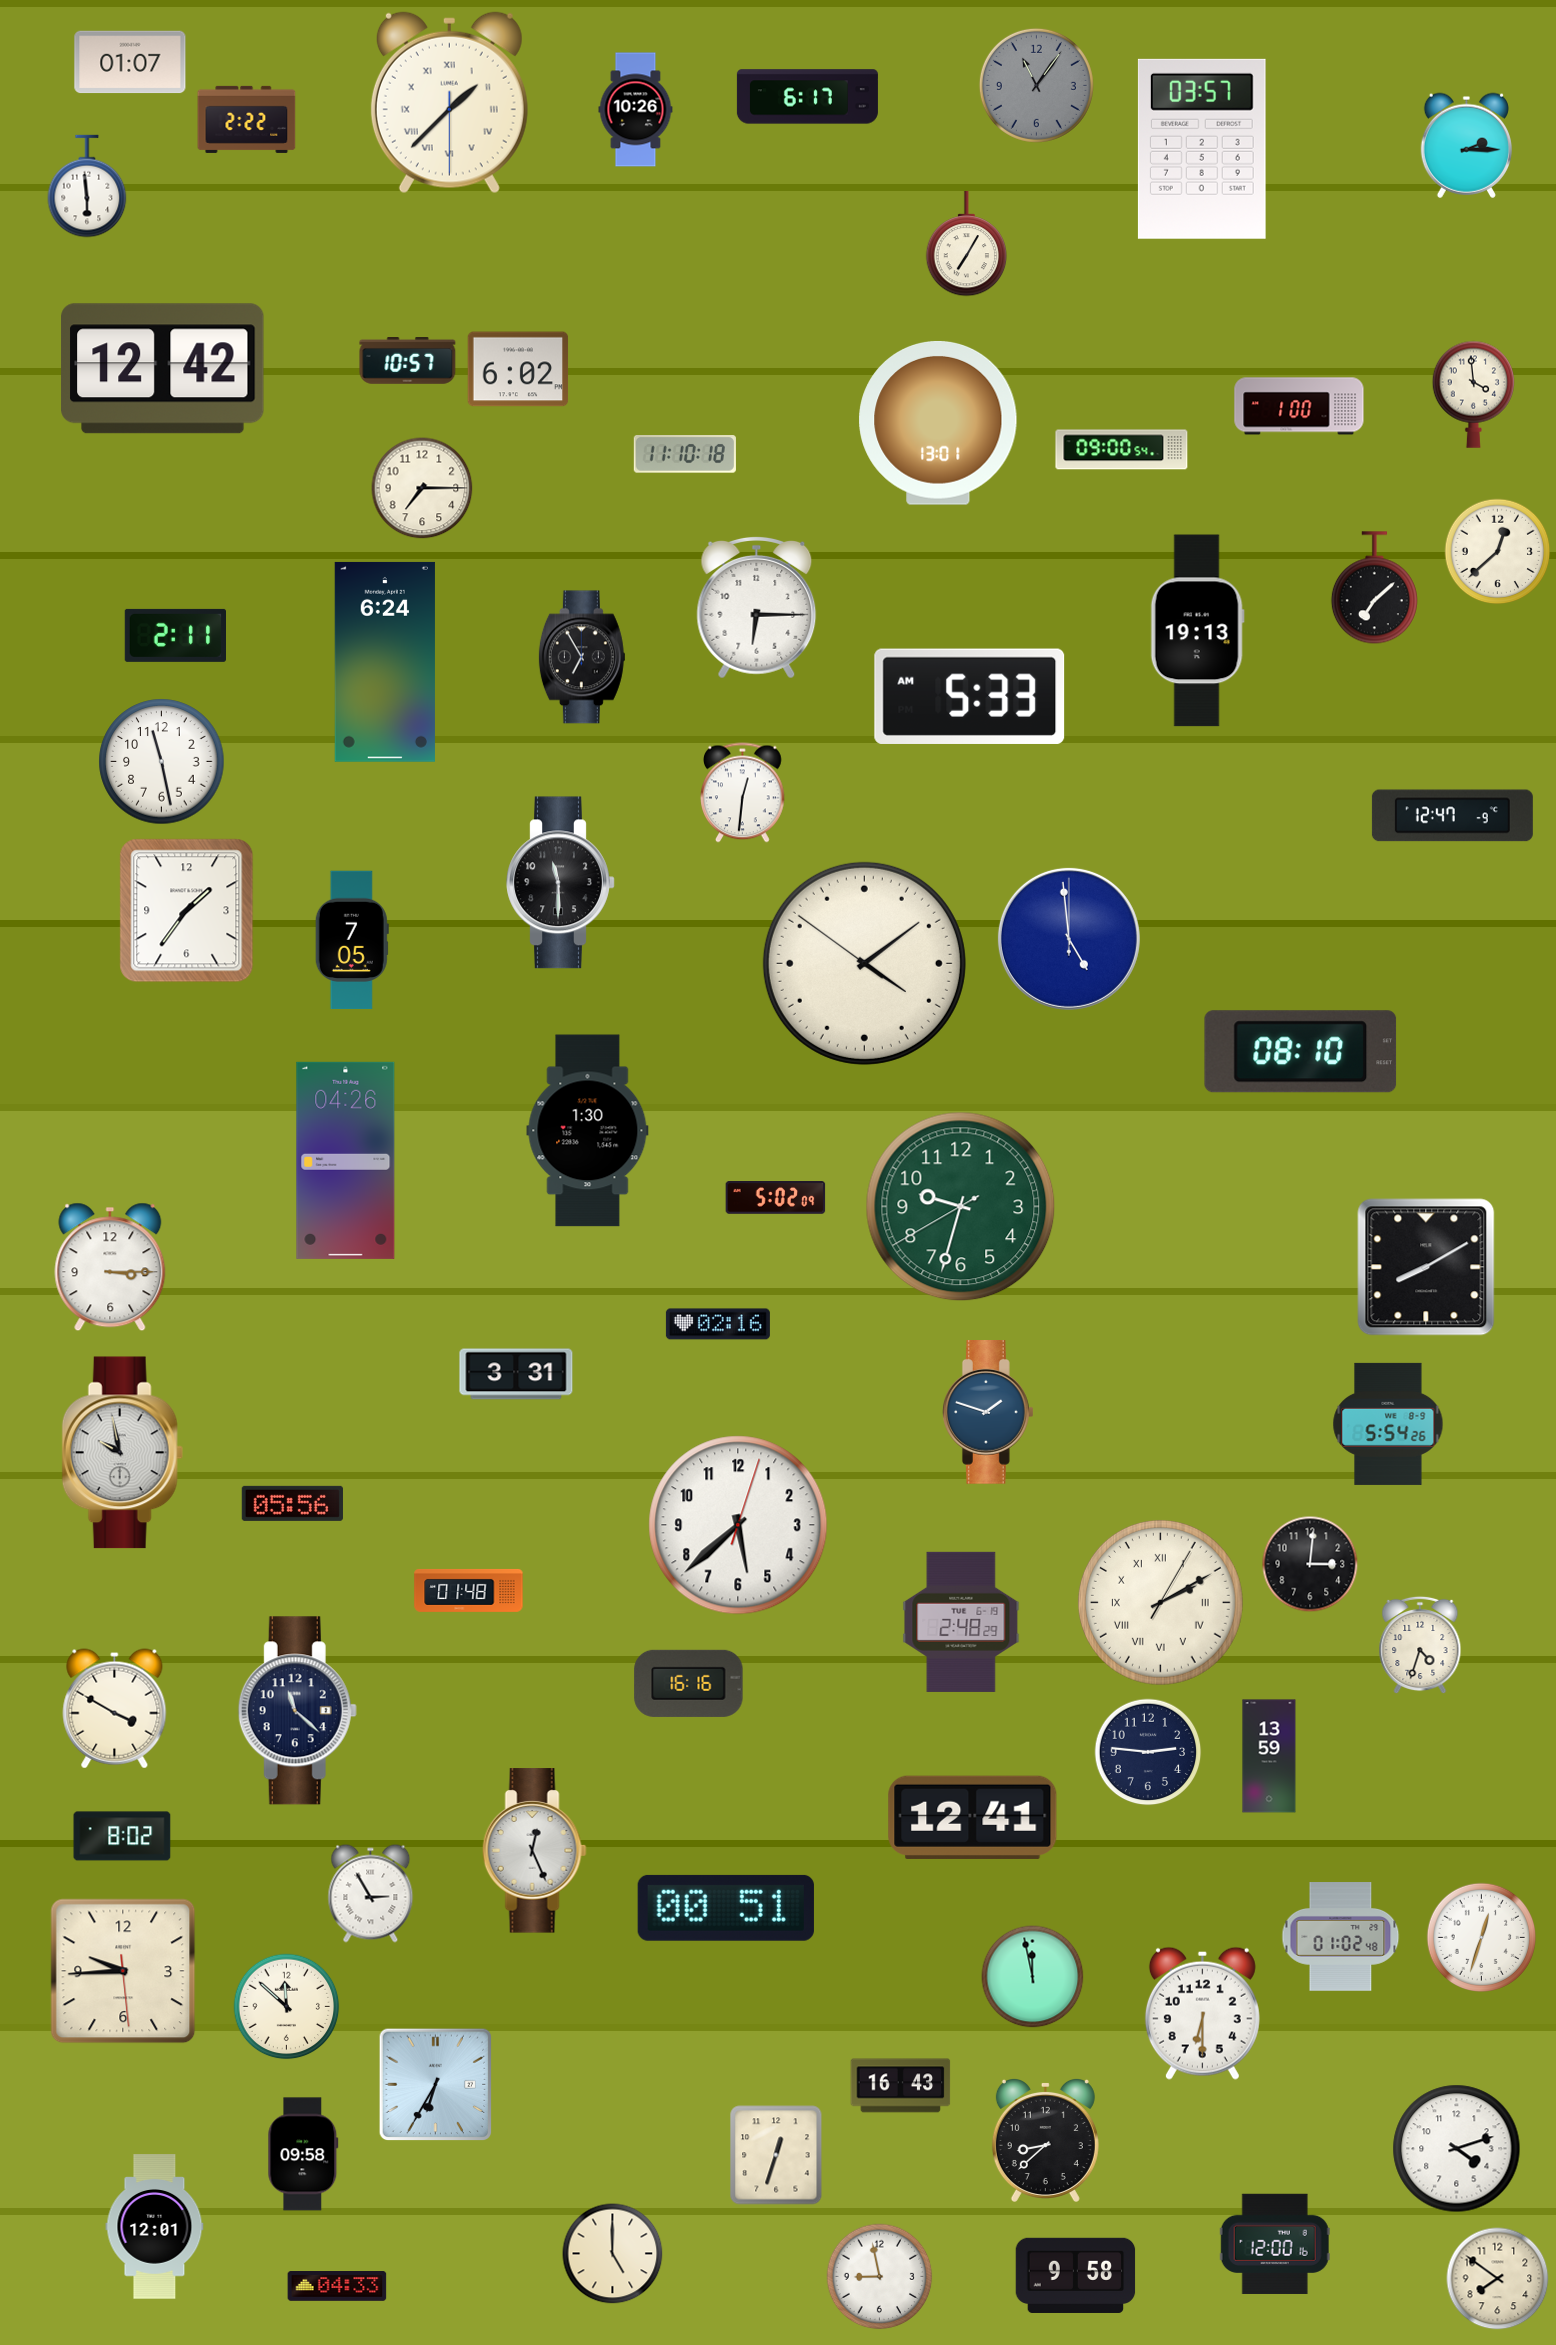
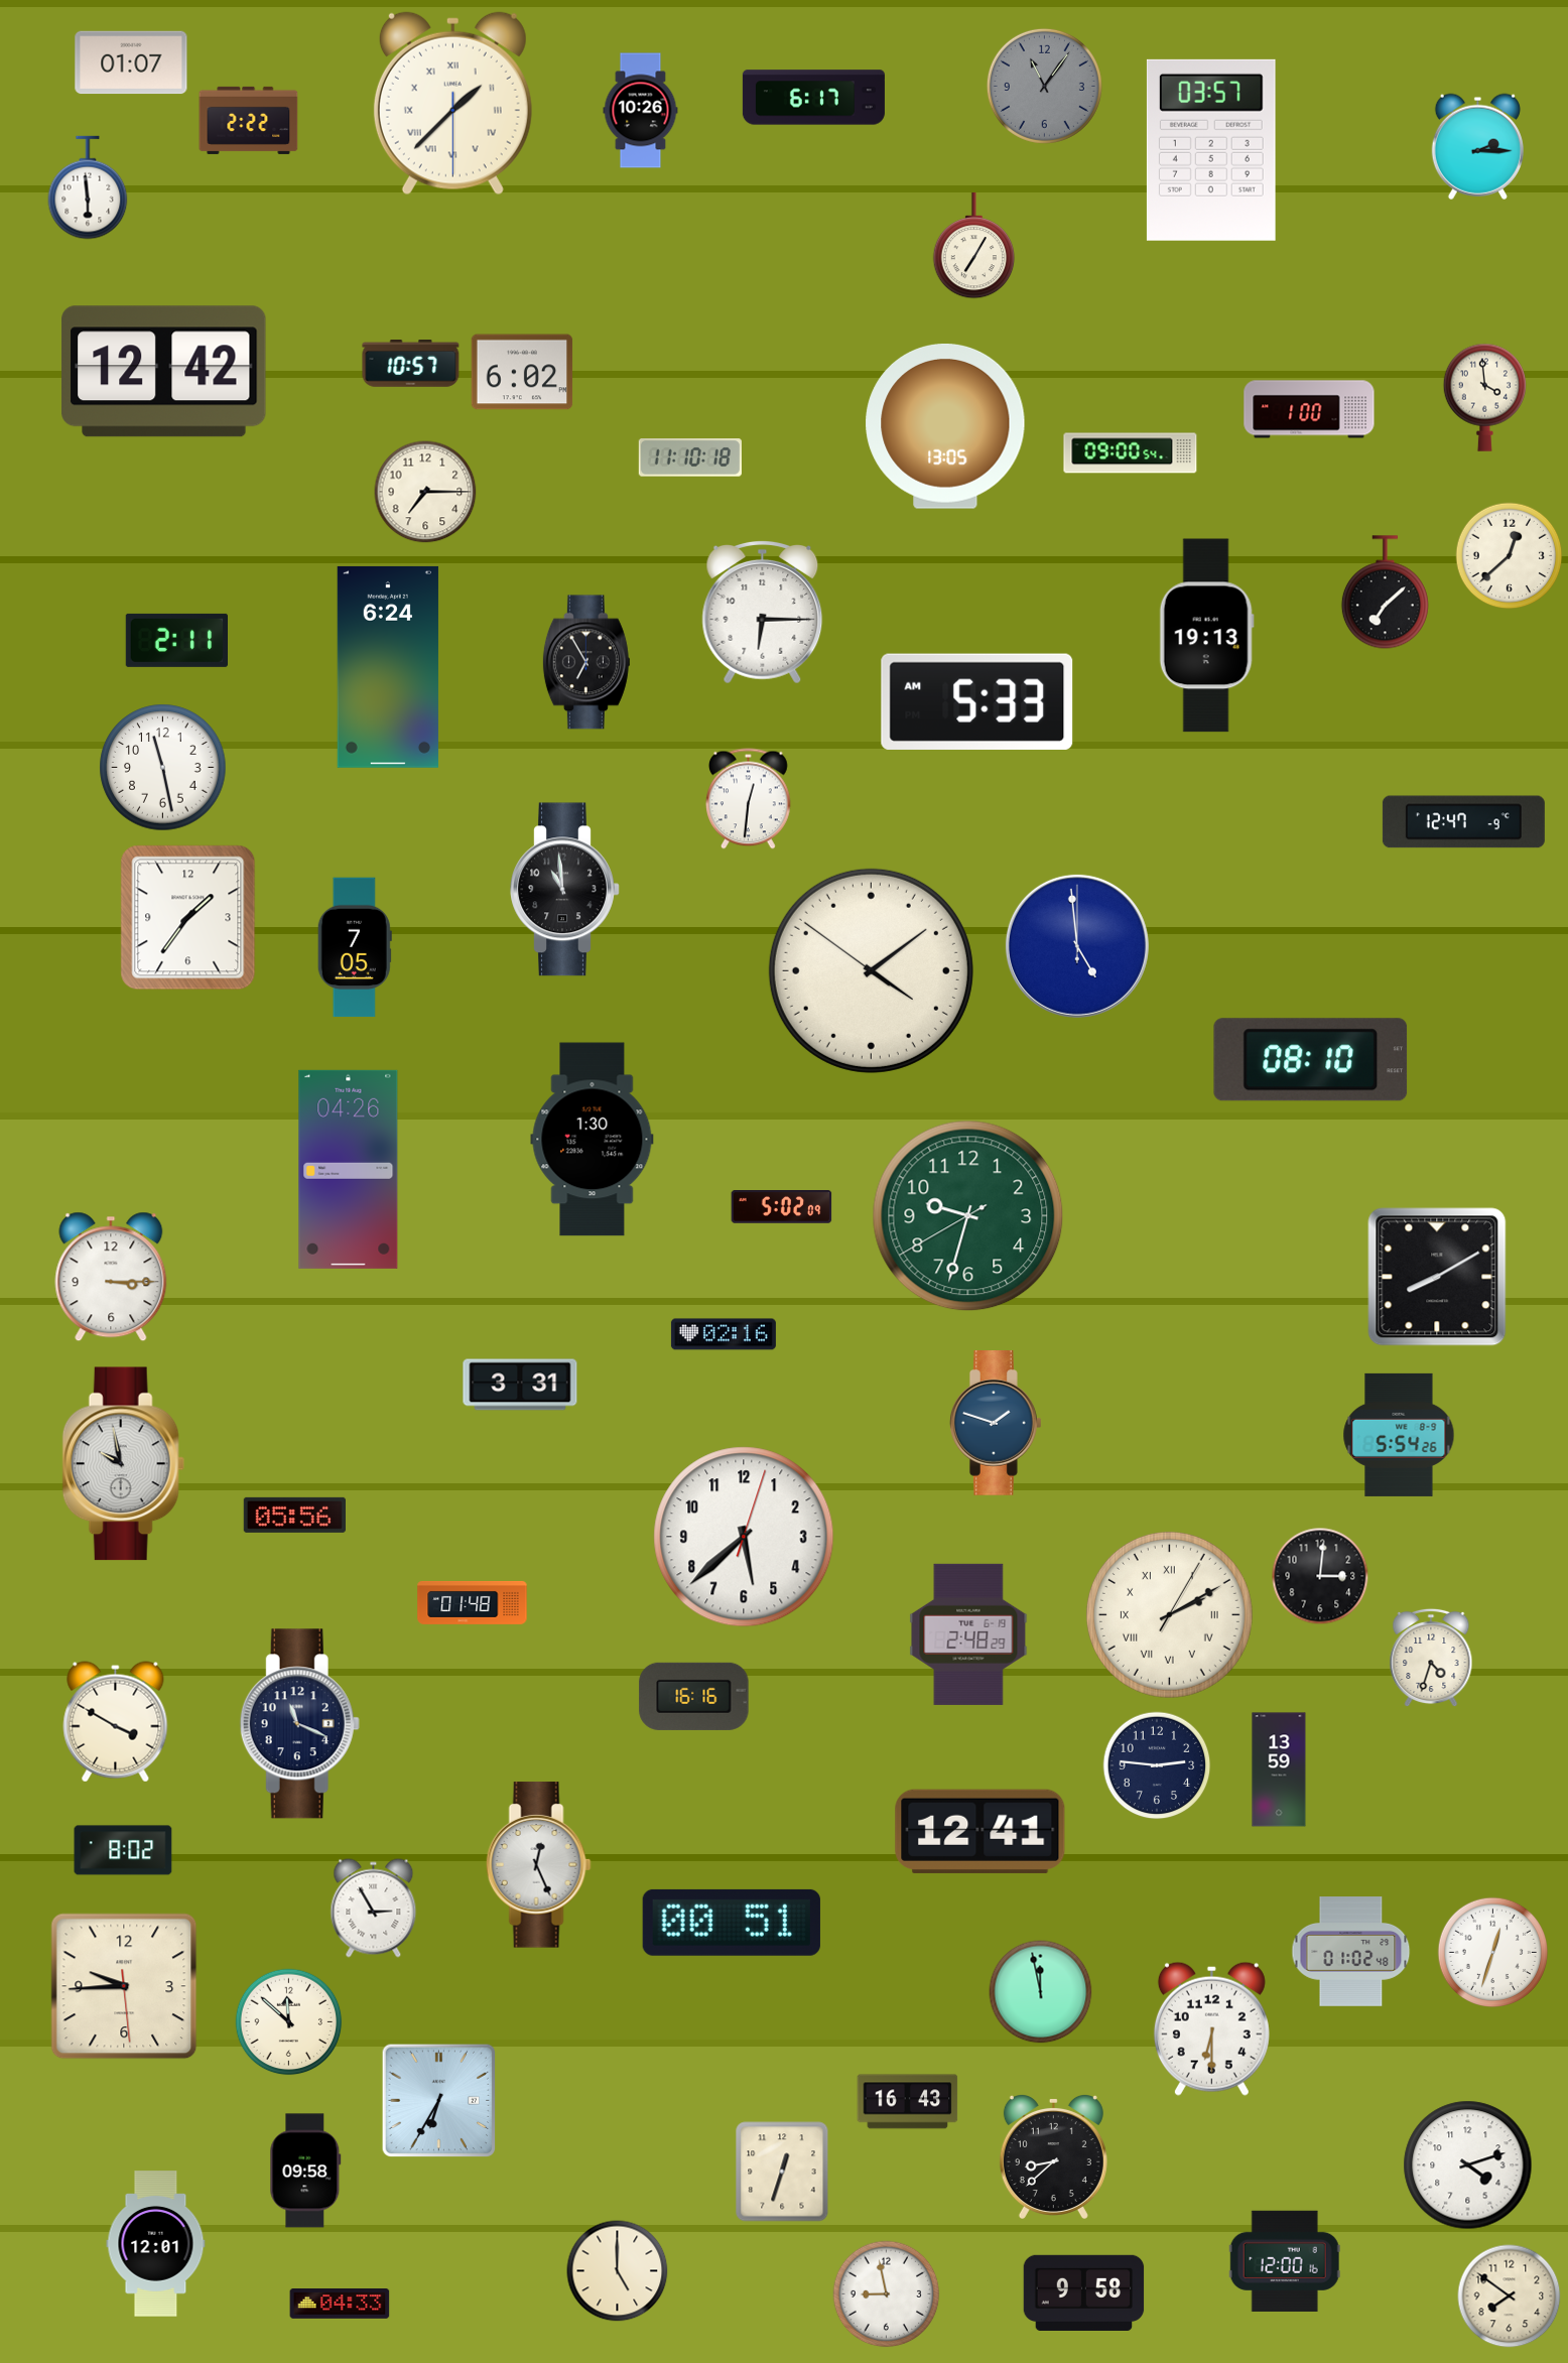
clock at (938, 423): 13:01 -> 13:05
clock at (561, 883): 11:30 -> 10:59
clock at (297, 1711): 11:22 -> 11:19
